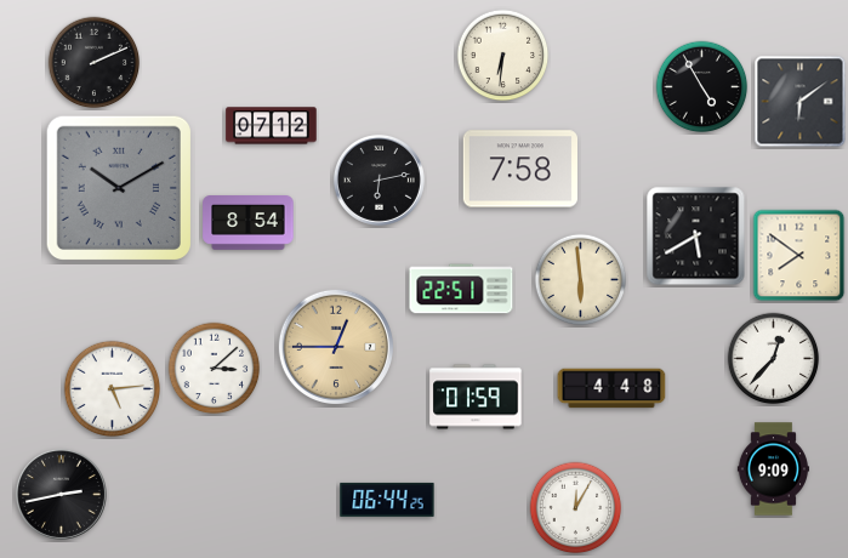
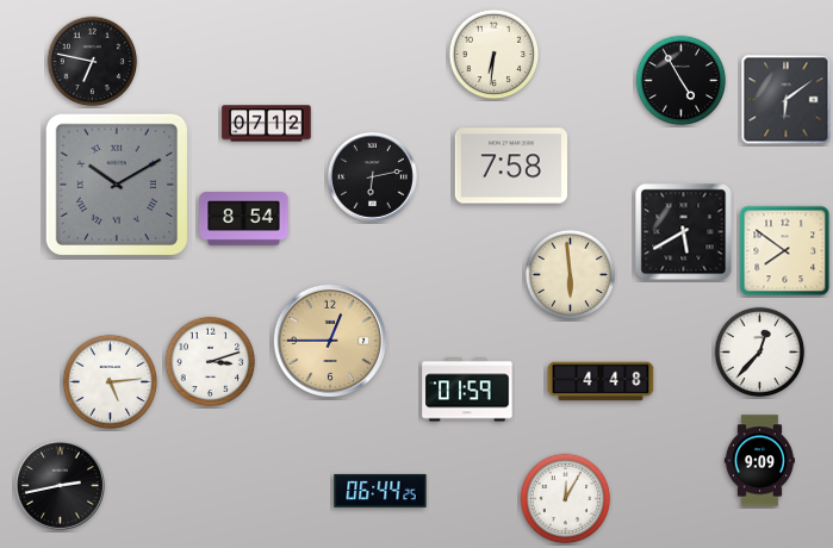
clock at (95, 63): 2:11 -> 6:47
clock at (702, 87) position: (702, 87) -> (682, 81)
clock at (461, 289): 22:51 -> none
clock at (215, 369): 3:08 -> 3:12
